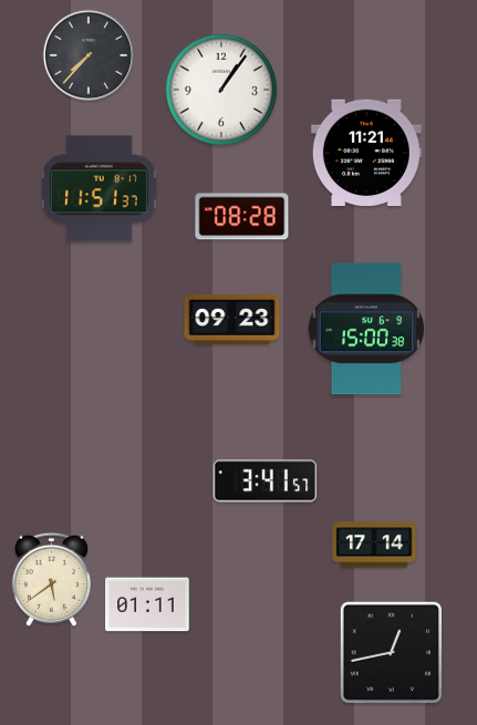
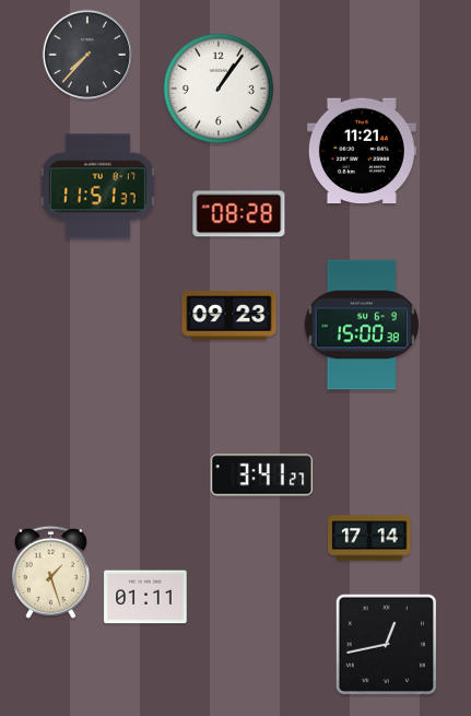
clock at (266, 481): 3:41:57 -> 3:41:27
clock at (51, 579): 5:39 -> 1:27
